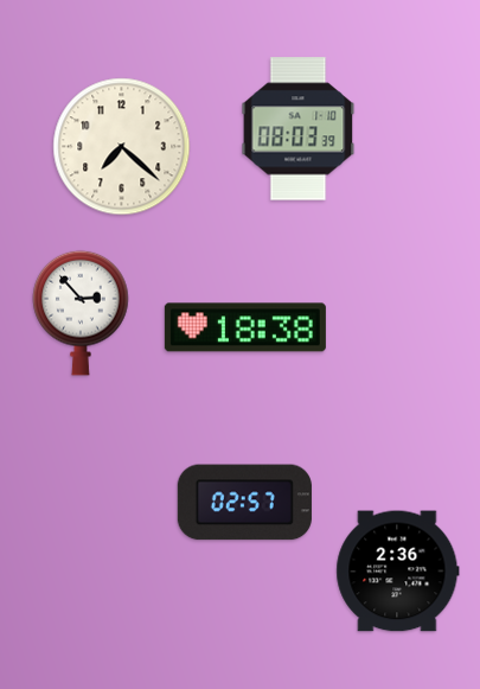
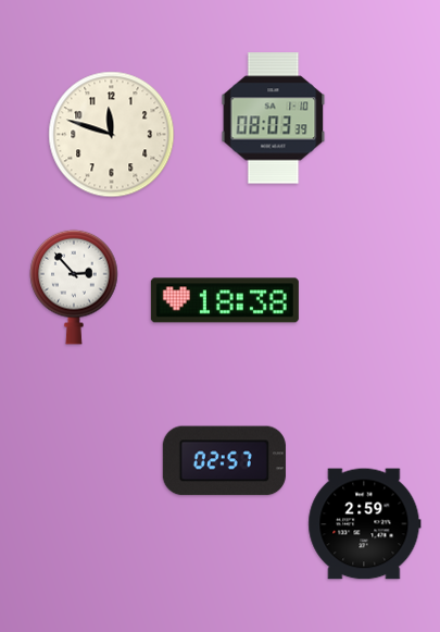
clock at (122, 147): 7:22 -> 11:48
clock at (398, 572): 2:36 -> 2:59
